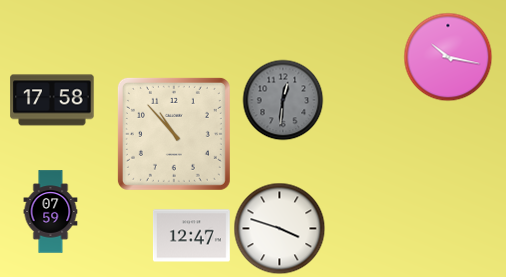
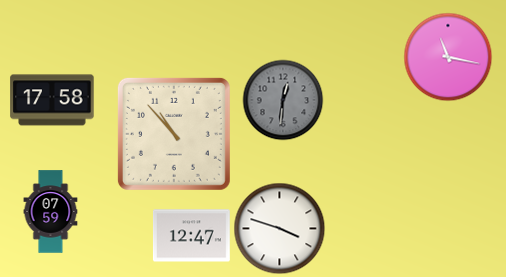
clock at (448, 57): 10:17 -> 11:17
